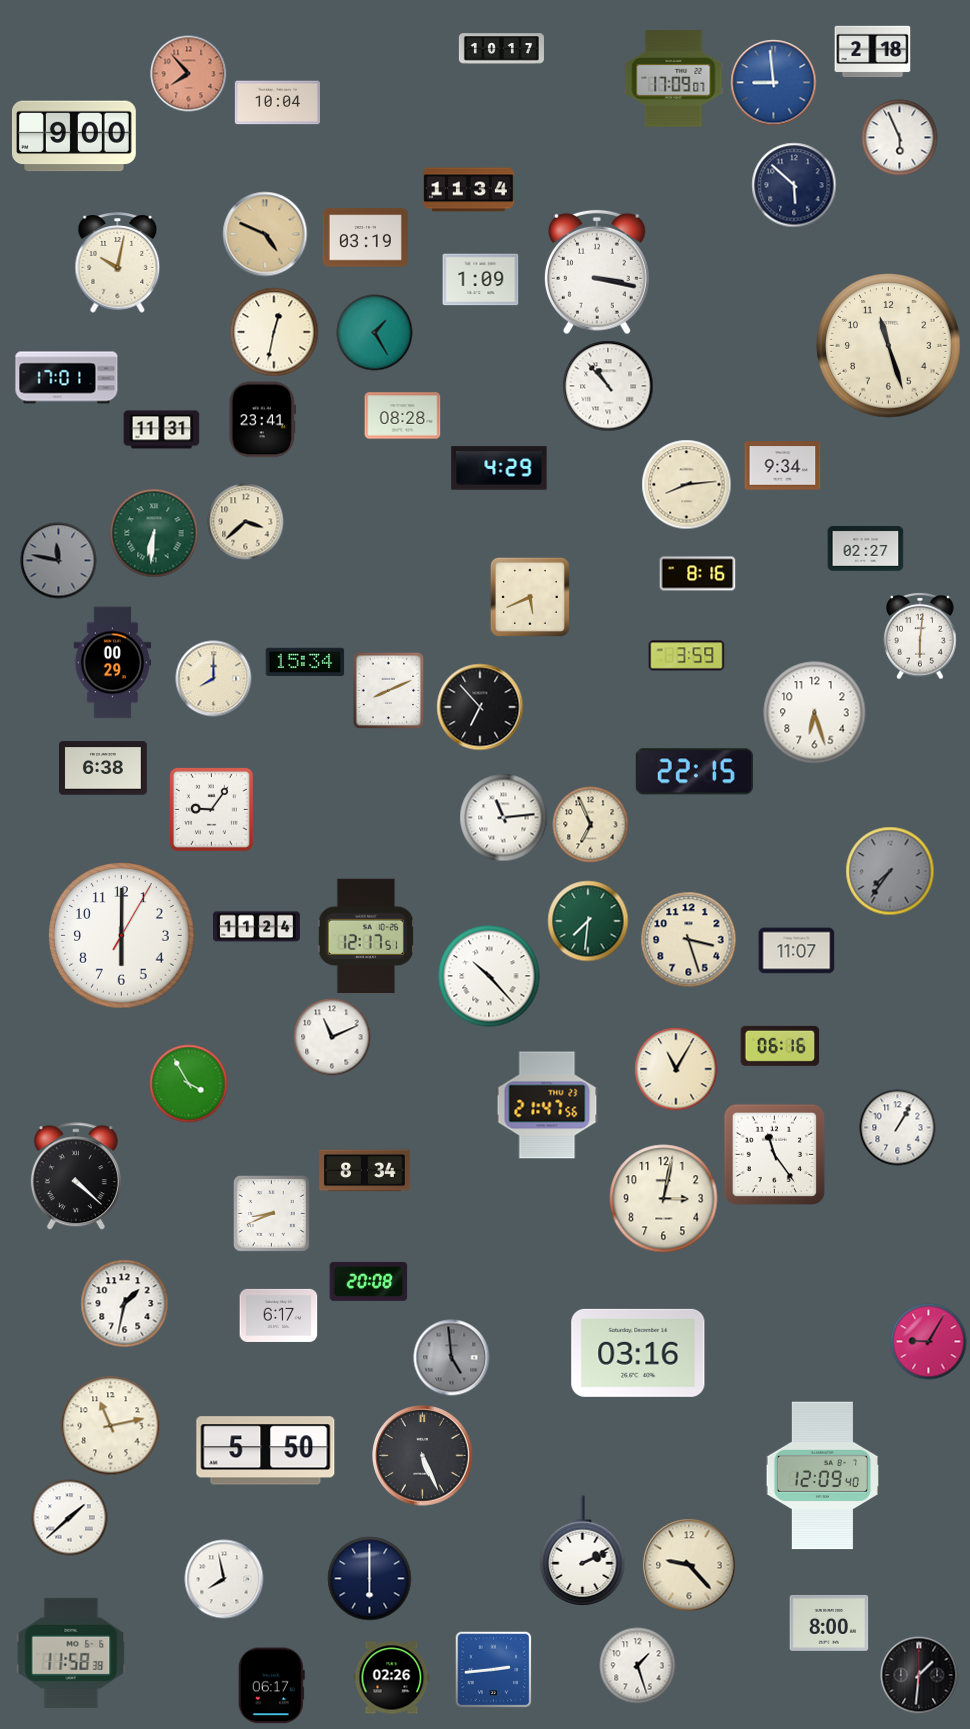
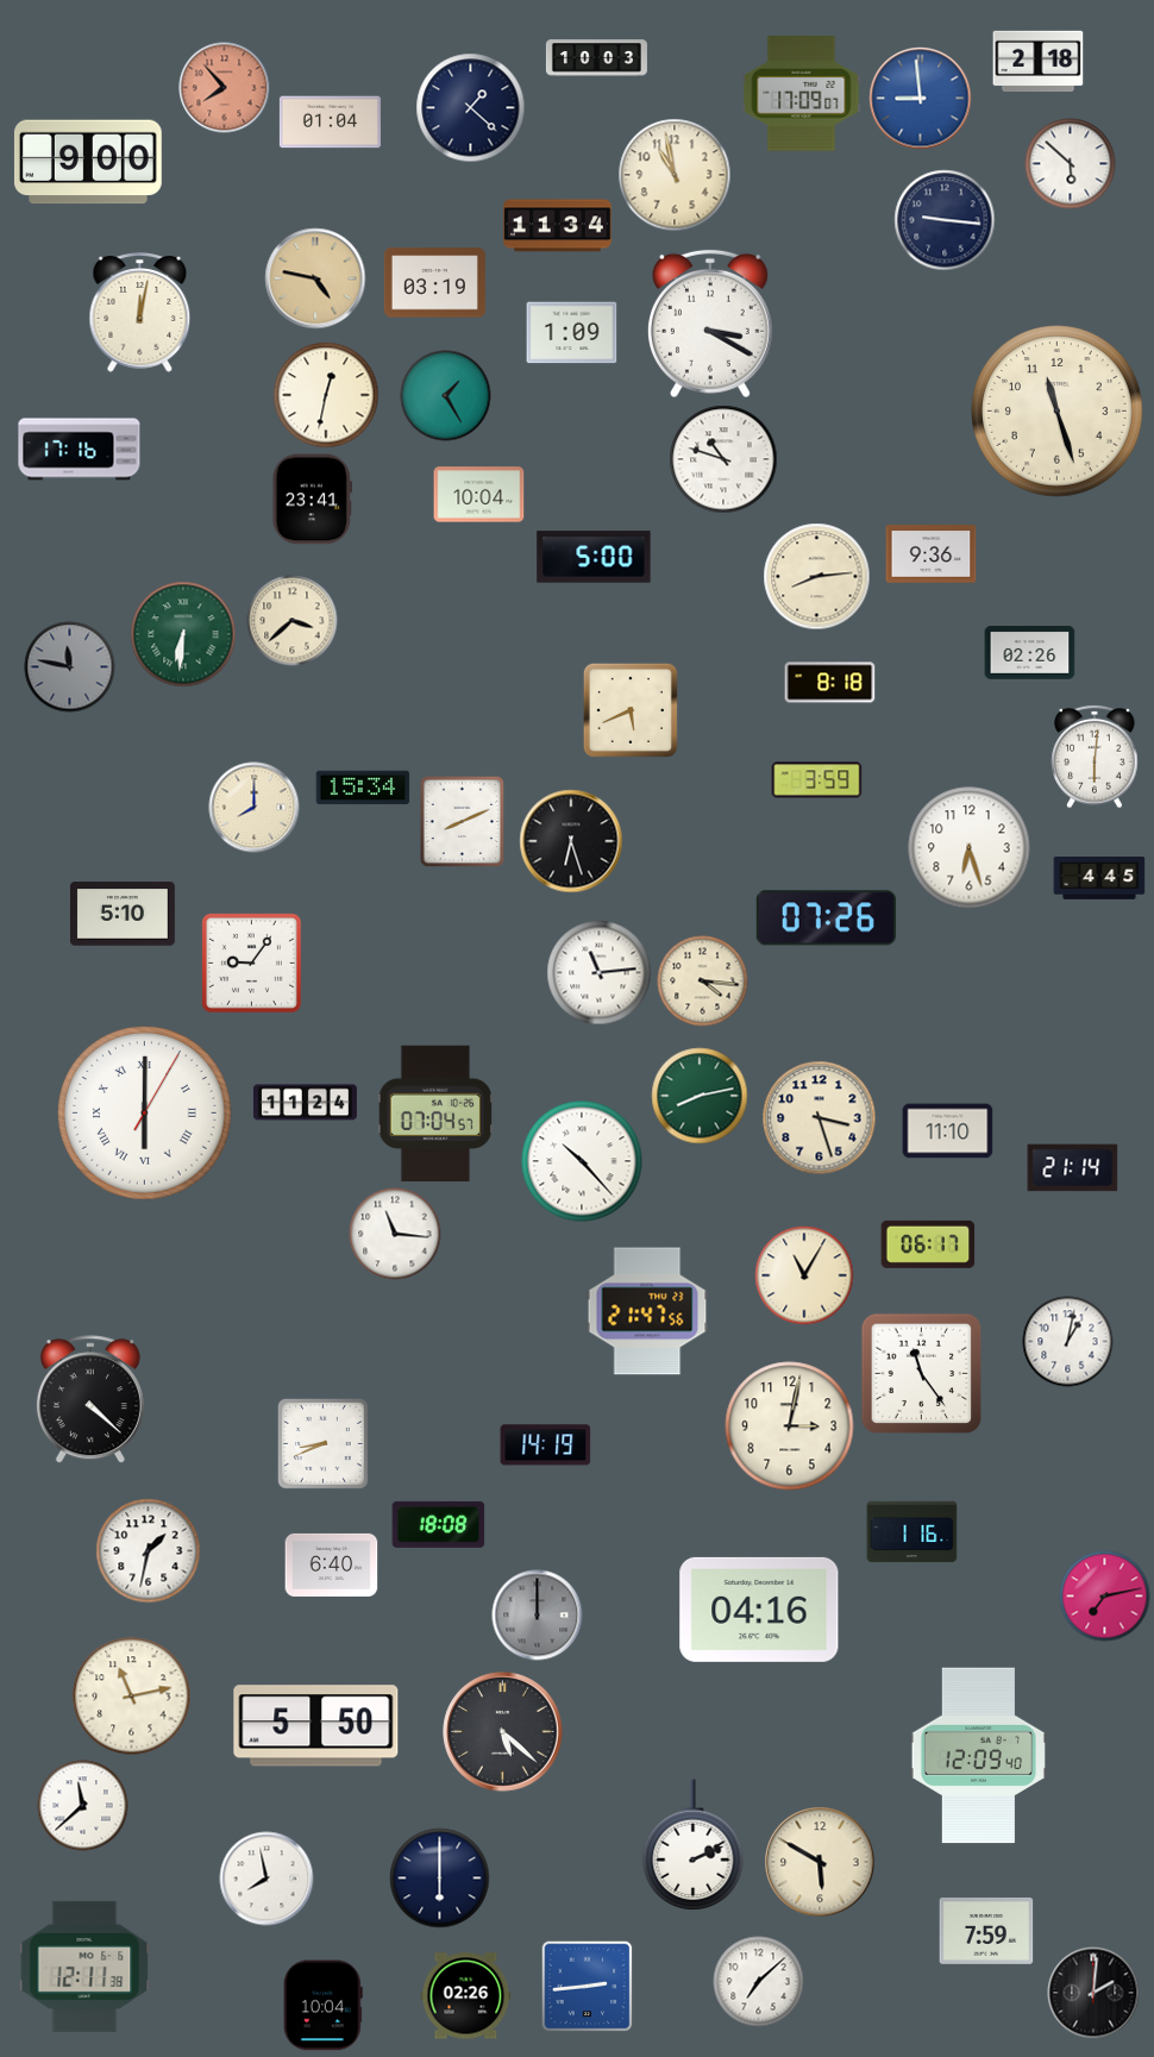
clock at (501, 49): 10:17 -> 10:03
clock at (471, 108): none -> 1:22
clock at (277, 103): 10:04 -> 01:04
clock at (900, 138): 5:56 -> 5:52
clock at (675, 175): none -> 10:58
clock at (794, 185): 5:52 -> 9:16
clock at (265, 234): 4:49 -> 4:47
clock at (118, 263): 10:02 -> 12:02
clock at (597, 272): 3:17 -> 3:20
clock at (67, 378): 17:01 -> 17:16
clock at (608, 386): 10:53 -> 10:48
clock at (403, 416): 08:28 -> 10:04
clock at (162, 430): 11:31 -> none
clock at (783, 466): 9:34 -> 9:36
clock at (499, 468): 4:29 -> 5:00
clock at (866, 549): 02:27 -> 02:26
clock at (698, 574): 8:16 -> 8:18
clock at (113, 663): 00:29 -> none
clock at (480, 707): 6:53 -> 6:27
clock at (1099, 879): none -> 4:45
clock at (103, 768): 6:38 -> 5:10
clock at (694, 772): 22:15 -> 07:26
clock at (591, 825): 6:56 -> 4:16
clock at (890, 871): 7:36 -> none
clock at (588, 921): 7:31 -> 8:13
clock at (122, 936) numerals: Arabic -> Roman
clock at (366, 936): 12:17 -> 07:04
clock at (797, 951): 11:07 -> 11:10
clock at (1073, 1168): none -> 21:14
clock at (332, 1037): 11:11 -> 11:16
clock at (780, 1046): 06:16 -> 06:17
clock at (676, 1069) position: (676, 1069) -> (804, 1275)
clock at (189, 1084): 3:55 -> none
clock at (547, 1105) position: (547, 1105) -> (647, 1311)
clock at (898, 1128): 1:05 -> 1:02
clock at (365, 1171): 8:34 -> none
clock at (546, 1445): none -> 14:19
clock at (369, 1281): 20:08 -> 18:08
clock at (912, 1532): none -> 1:16
clock at (279, 1315): 6:17 -> 6:40
clock at (929, 1342): 9:05 -> 7:13
clock at (638, 1353): 03:16 -> 04:16
clock at (452, 1358): 4:59 -> 12:00
clock at (423, 1456): 5:26 -> 5:22
clock at (70, 1518): 1:38 -> 11:38
clock at (689, 1565): 9:23 -> 5:50
clock at (829, 1623): 8:00 -> 7:59
clock at (71, 1653): 11:58 -> 12:11
clock at (638, 1666): 1:27 -> 7:08
clock at (919, 1675): 1:31 -> 2:01
clock at (271, 1686): 06:17 -> 10:04
